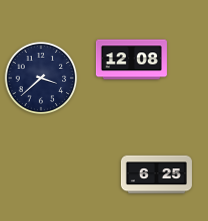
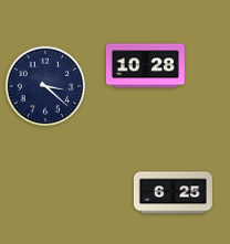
clock at (131, 60): 12:08 -> 10:28
clock at (41, 78): 3:38 -> 3:22
